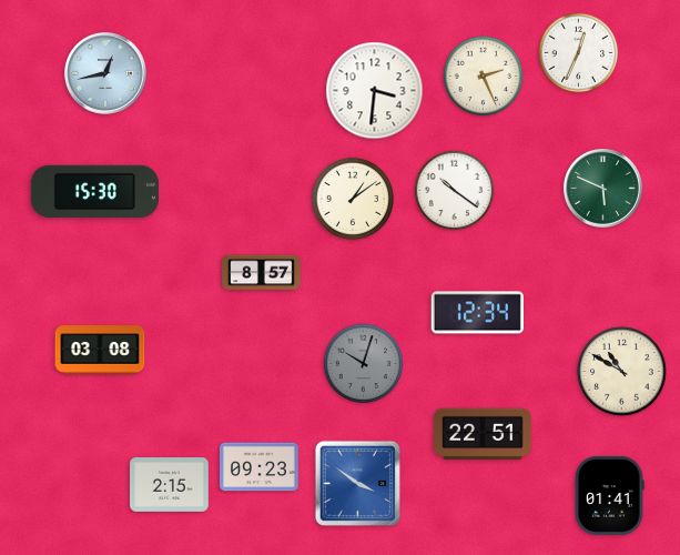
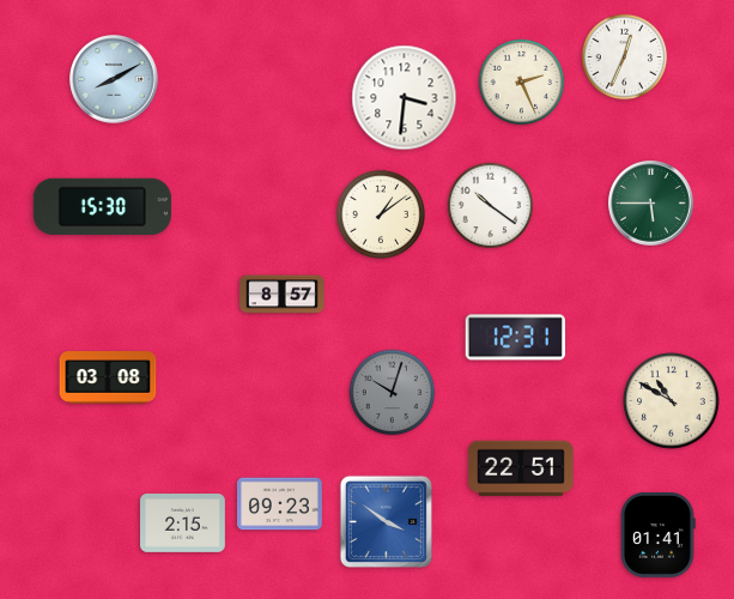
clock at (105, 73): 12:43 -> 8:10
clock at (603, 189): 5:49 -> 5:45
clock at (478, 313): 12:34 -> 12:31
